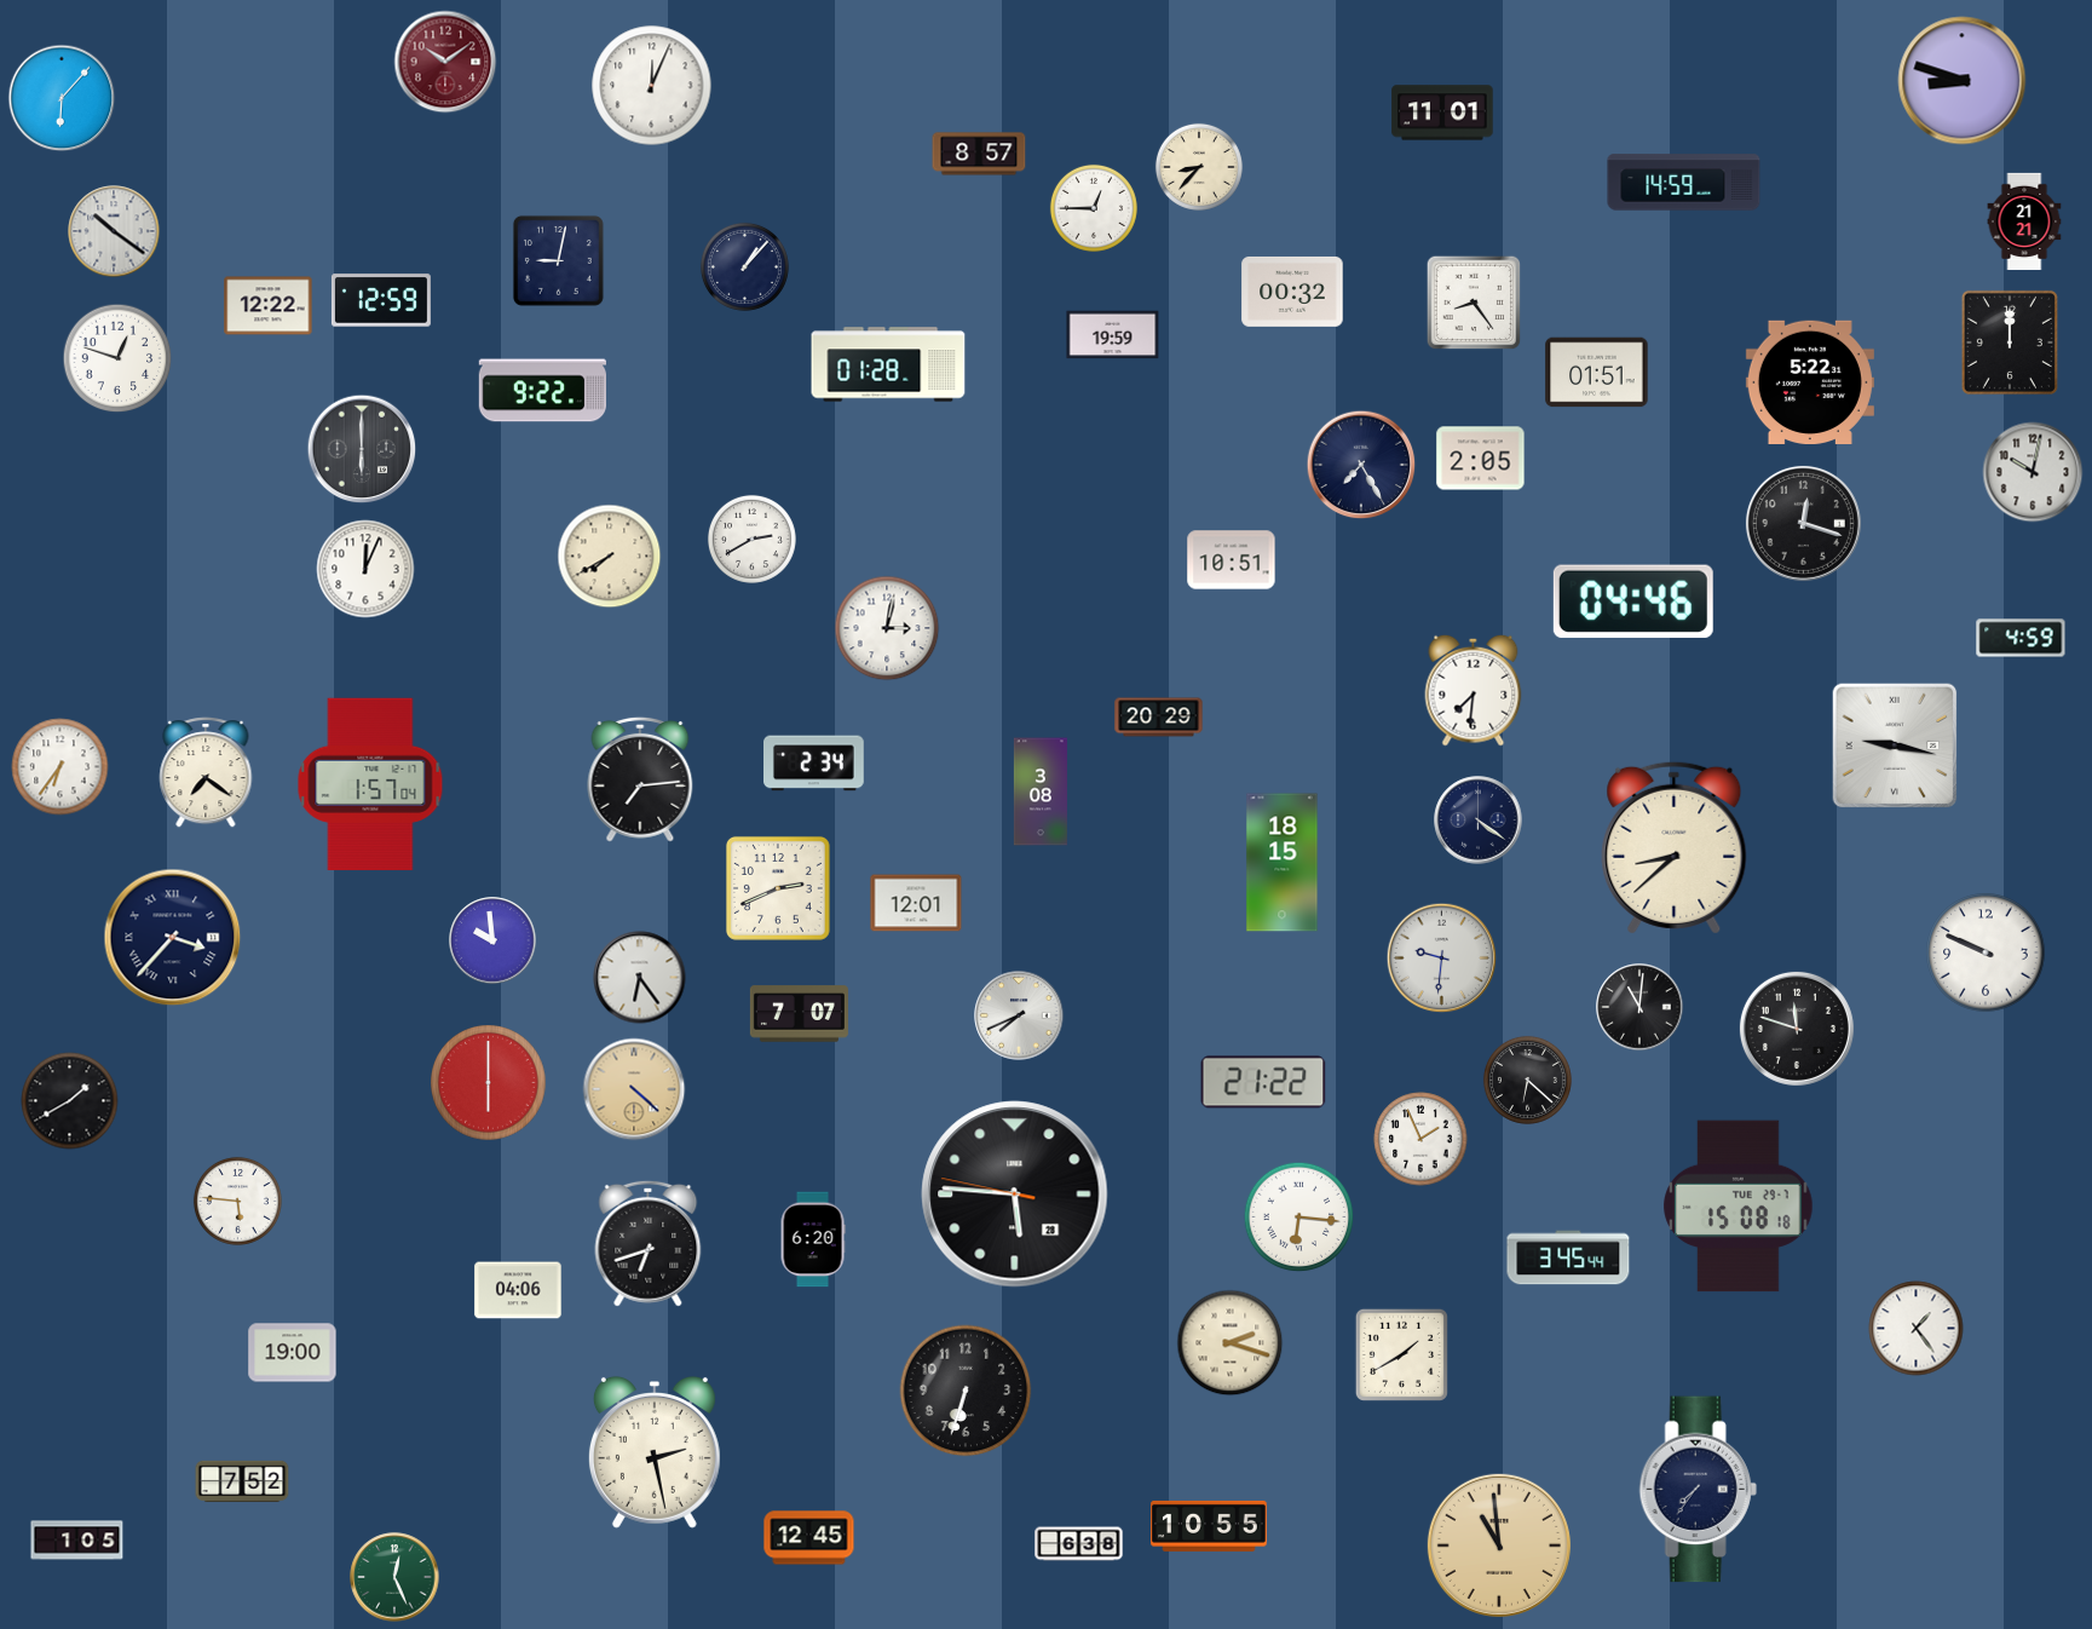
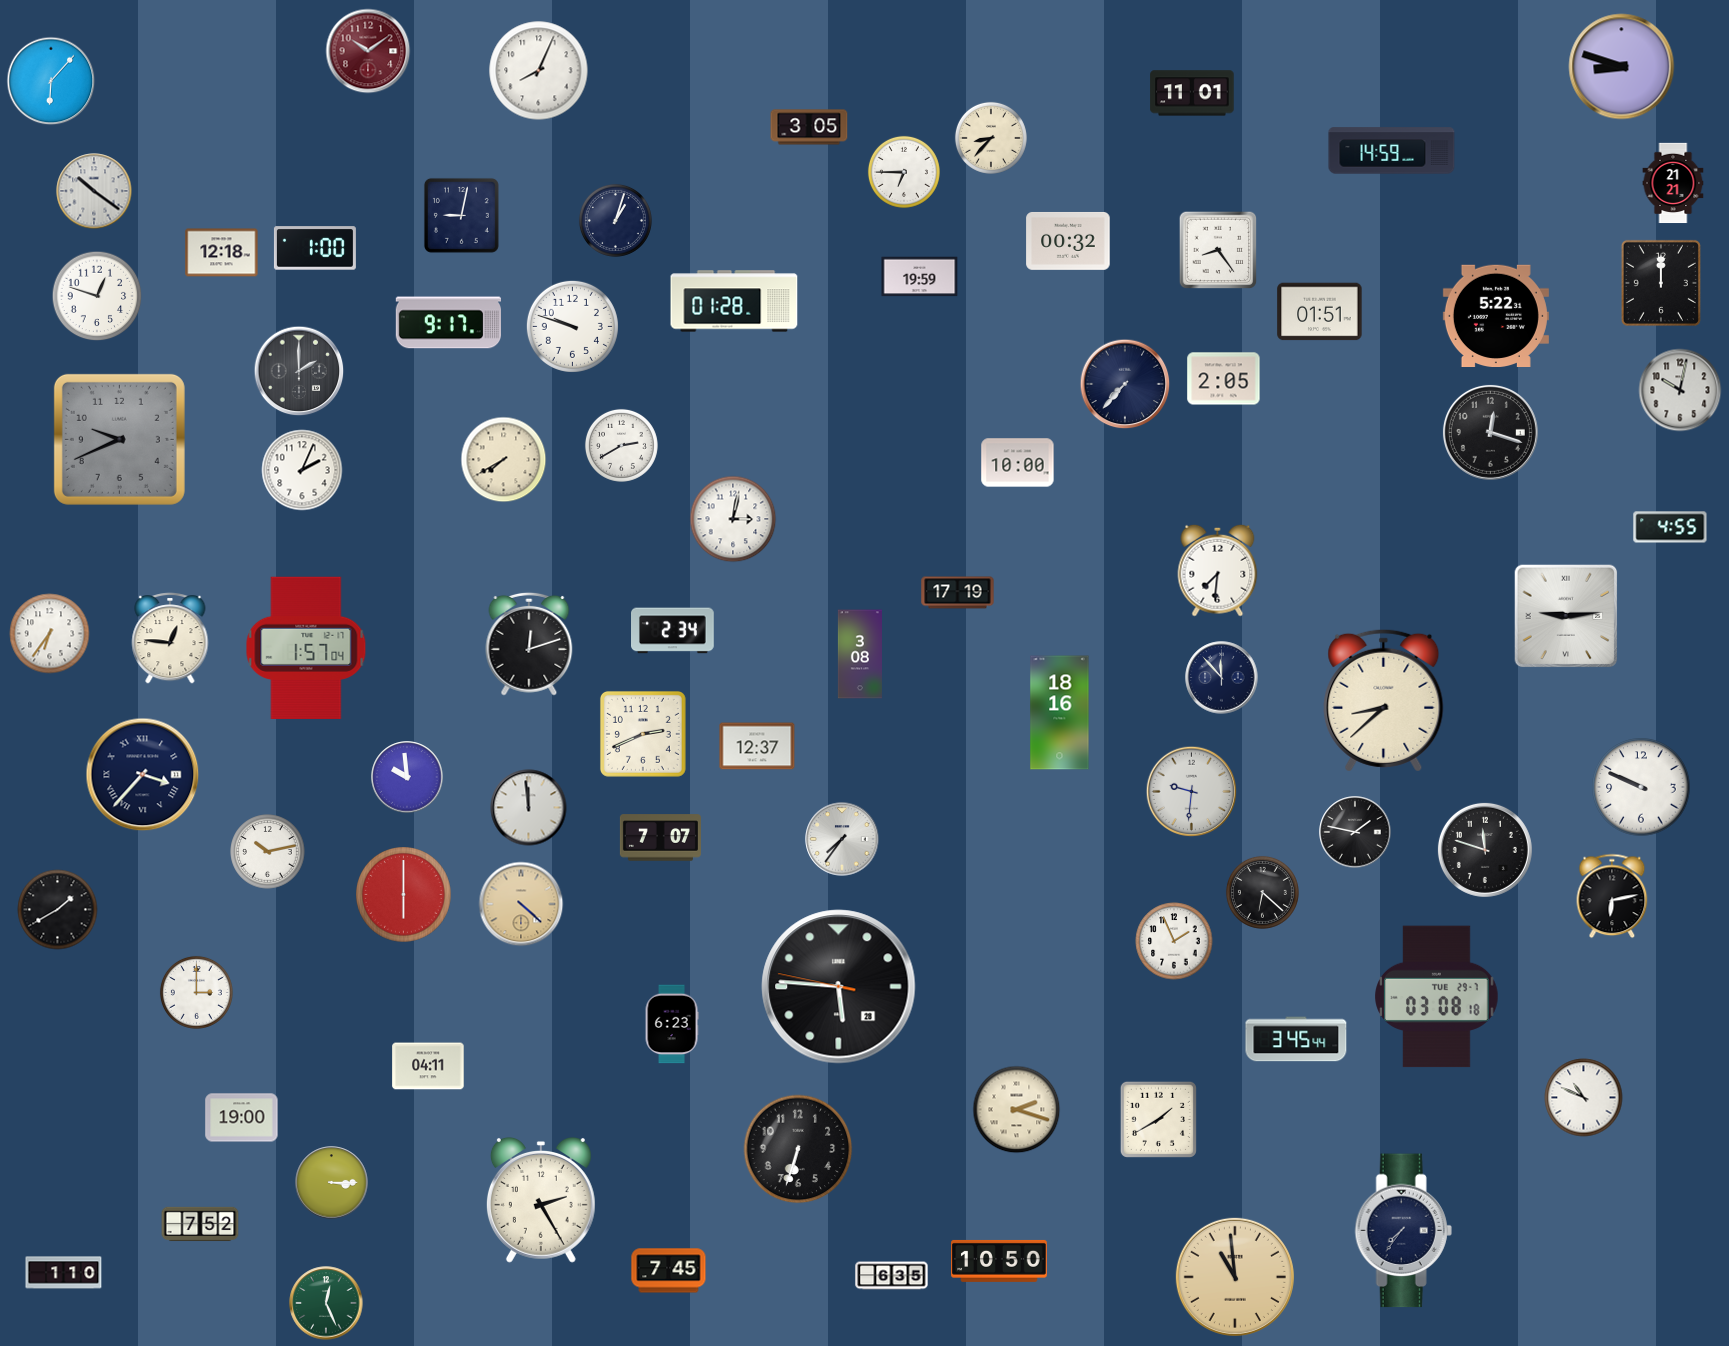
clock at (652, 86): 12:04 -> 8:04
clock at (979, 154): 8:57 -> 3:05
clock at (1094, 208): 12:45 -> 6:45
clock at (744, 266): 1:07 -> 1:03
clock at (381, 300): 12:59 -> 1:00
clock at (269, 306): 12:22 -> 12:18
clock at (1597, 373) position: (1597, 373) -> (1320, 312)
clock at (542, 391): 9:22 -> 9:17
clock at (572, 326): none -> 9:48
clock at (362, 449): 6:00 -> 2:00
clock at (1361, 465): 7:25 -> 7:37
clock at (119, 439): none -> 9:41
clock at (1232, 560): 10:51 -> 10:00
clock at (365, 569): 12:04 -> 2:04
clock at (1633, 601): 04:46 -> none
clock at (2021, 638): 4:59 -> 4:55
clock at (1159, 718): 20:29 -> 17:19
clock at (1895, 746): 9:17 -> 9:14
clock at (206, 773): 7:21 -> 12:46
clock at (640, 779): 7:14 -> 12:12
clock at (1479, 821): 4:21 -> 11:53
clock at (1283, 863): 18:15 -> 18:16
clock at (916, 903): 12:01 -> 12:37
clock at (640, 978): 6:24 -> 11:59
clock at (1639, 1007): 11:01 -> 1:47
clock at (1019, 1015): 7:41 -> 7:36
clock at (268, 852): none -> 10:13
clock at (1263, 1082): 21:22 -> none
clock at (1612, 896): none -> 6:13
clock at (634, 1089) position: (634, 1089) -> (521, 904)
clock at (237, 1201): 5:46 -> 3:00
clock at (1739, 1207): 15:08 -> 03:08
clock at (1299, 1218): 6:16 -> none
clock at (813, 1239): 6:20 -> 6:23
clock at (649, 1243): 6:42 -> none
clock at (518, 1290): 04:06 -> 04:11
clock at (1917, 1329): 1:24 -> 10:49
clock at (332, 1183): none -> 3:15
clock at (655, 1452): 2:28 -> 2:25
clock at (1209, 1526): 10:55 -> 10:50
clock at (809, 1538): 12:45 -> 7:45
clock at (77, 1541): 1:05 -> 1:10
clock at (1079, 1544): 6:38 -> 6:35
clock at (1499, 1545) position: (1499, 1545) -> (1235, 1277)
